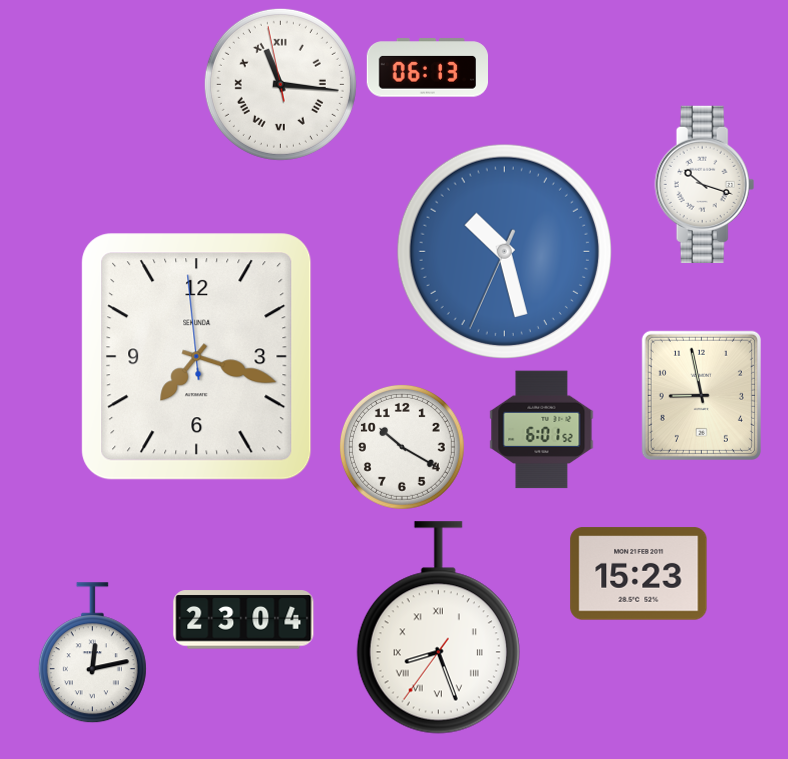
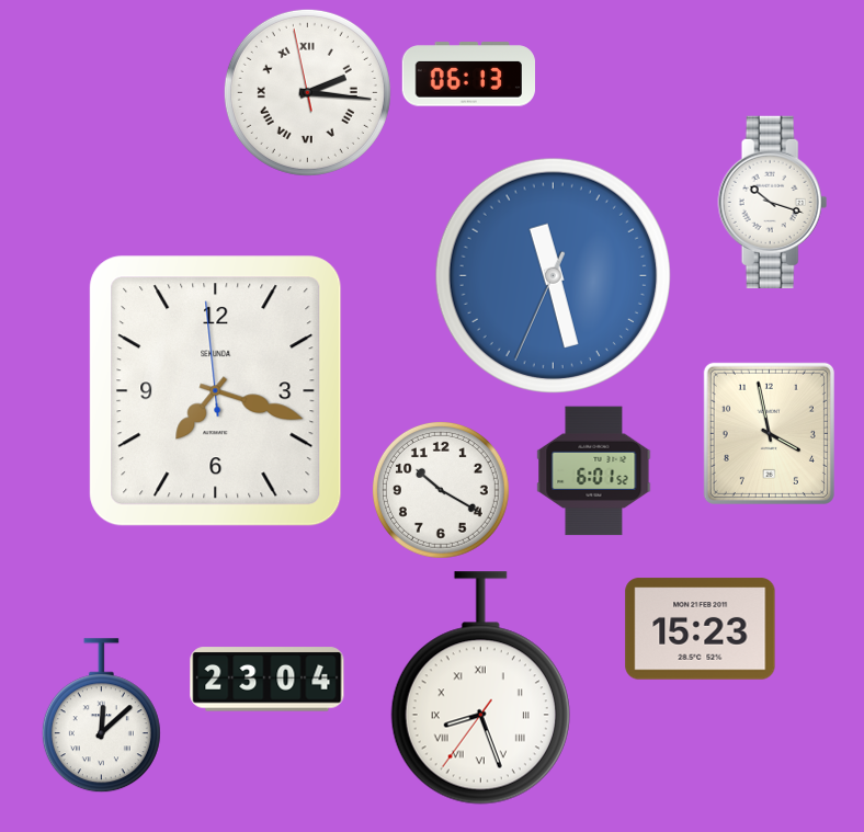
clock at (280, 84): 11:15 -> 2:15
clock at (504, 251): 10:27 -> 11:27
clock at (701, 395): 8:58 -> 3:58
clock at (92, 653): 12:13 -> 12:08
